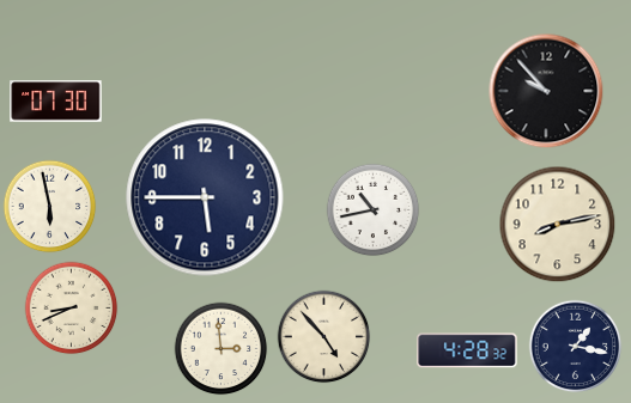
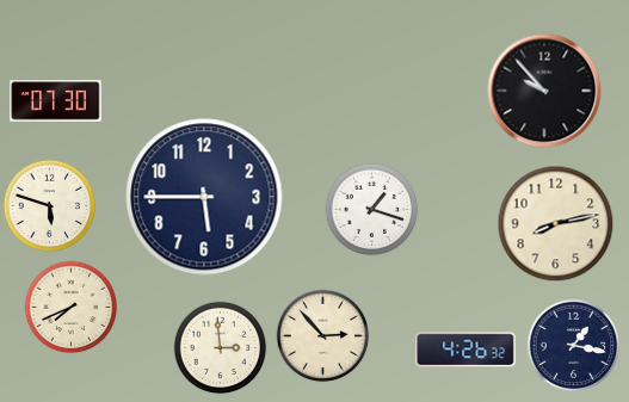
clock at (49, 206): 5:58 -> 5:48
clock at (372, 209): 10:43 -> 1:18
clock at (71, 307): 8:41 -> 7:41
clock at (323, 336): 4:53 -> 2:53
clock at (467, 350): 4:28 -> 4:26
